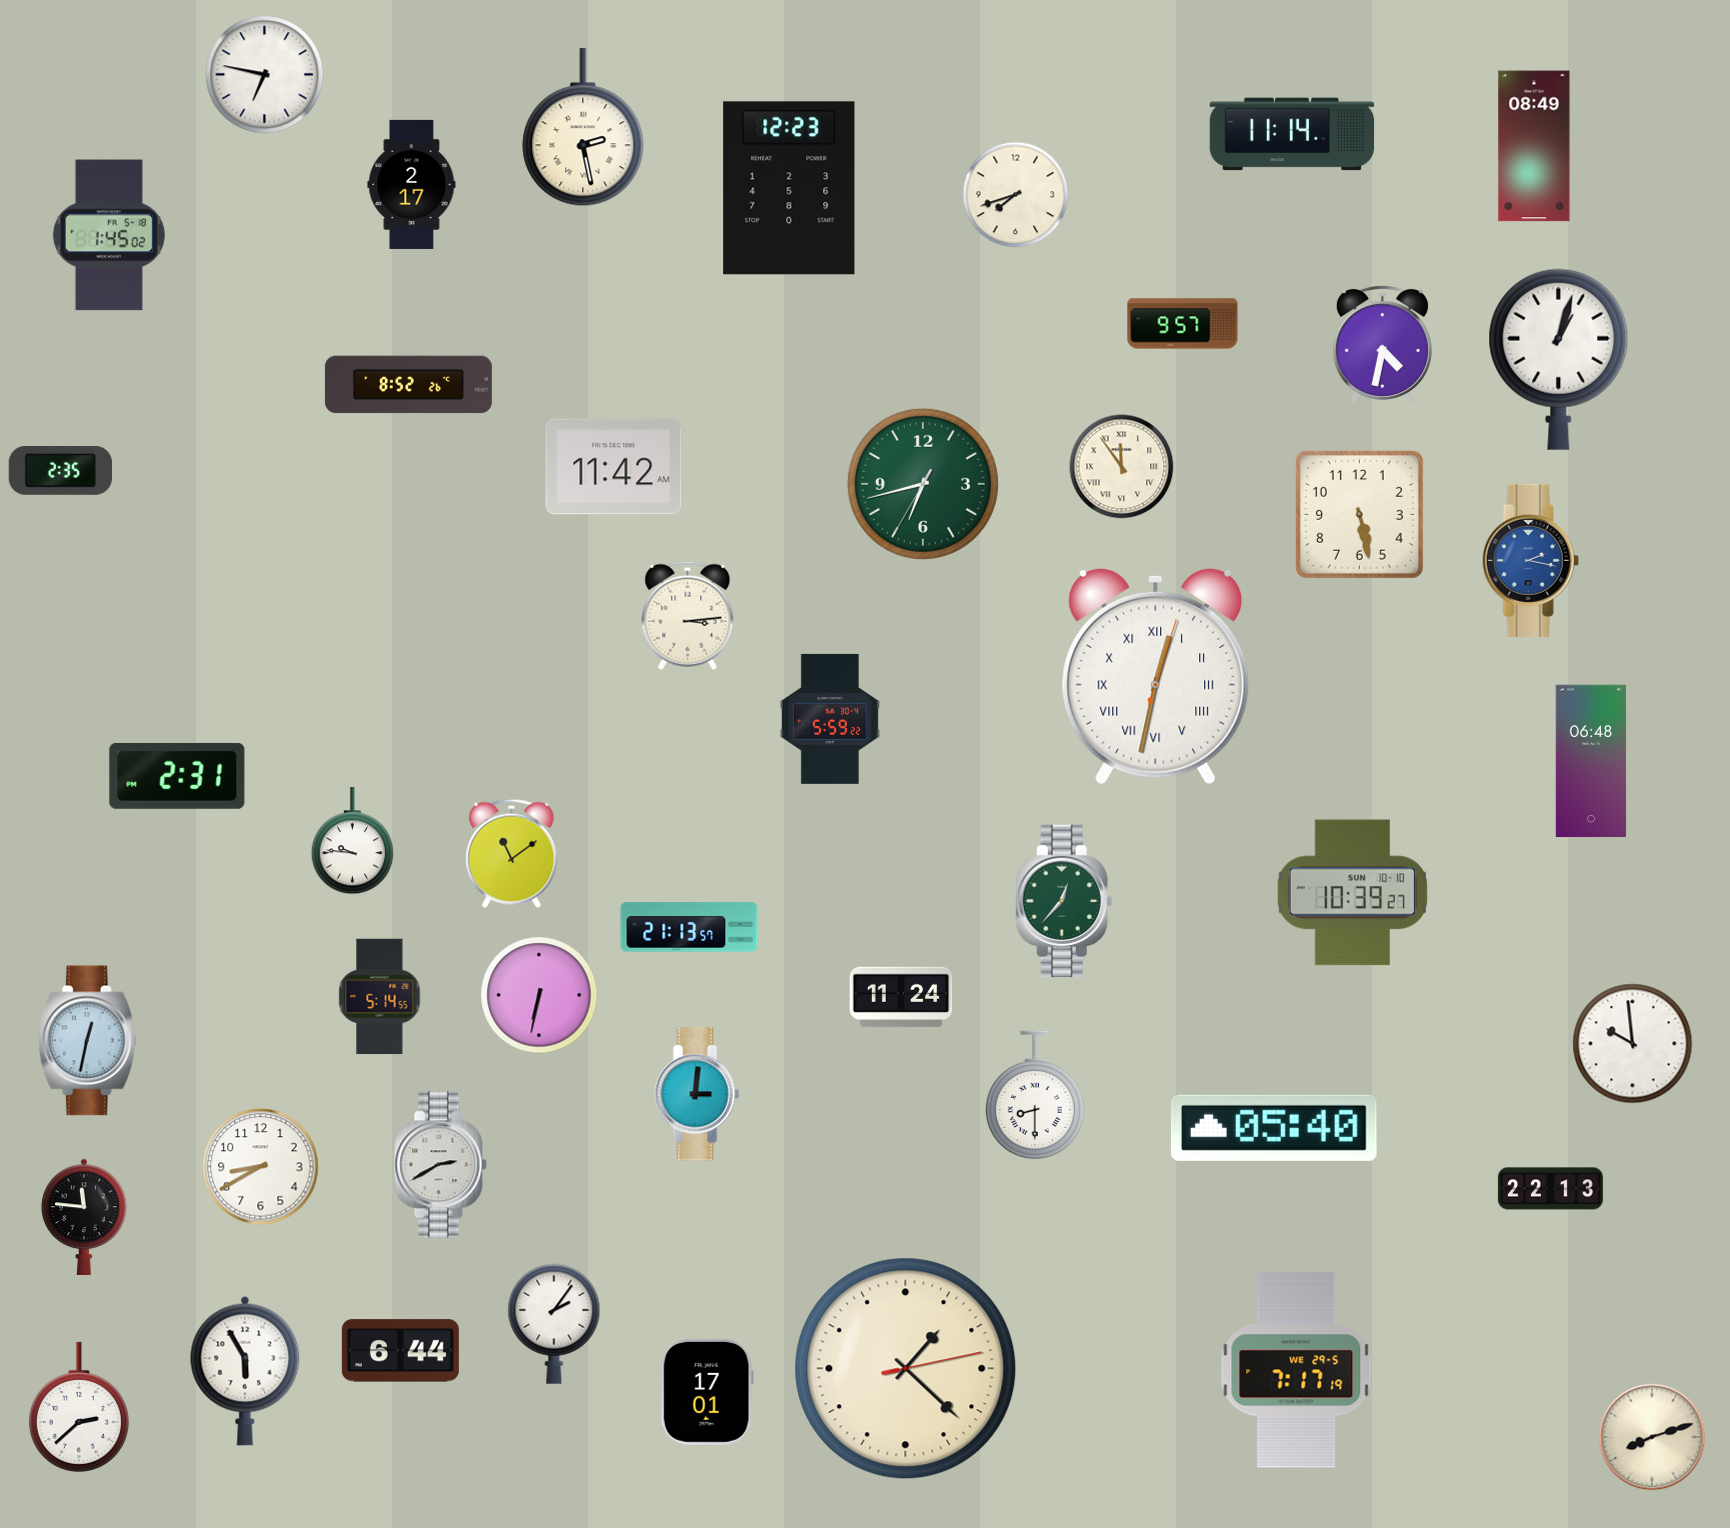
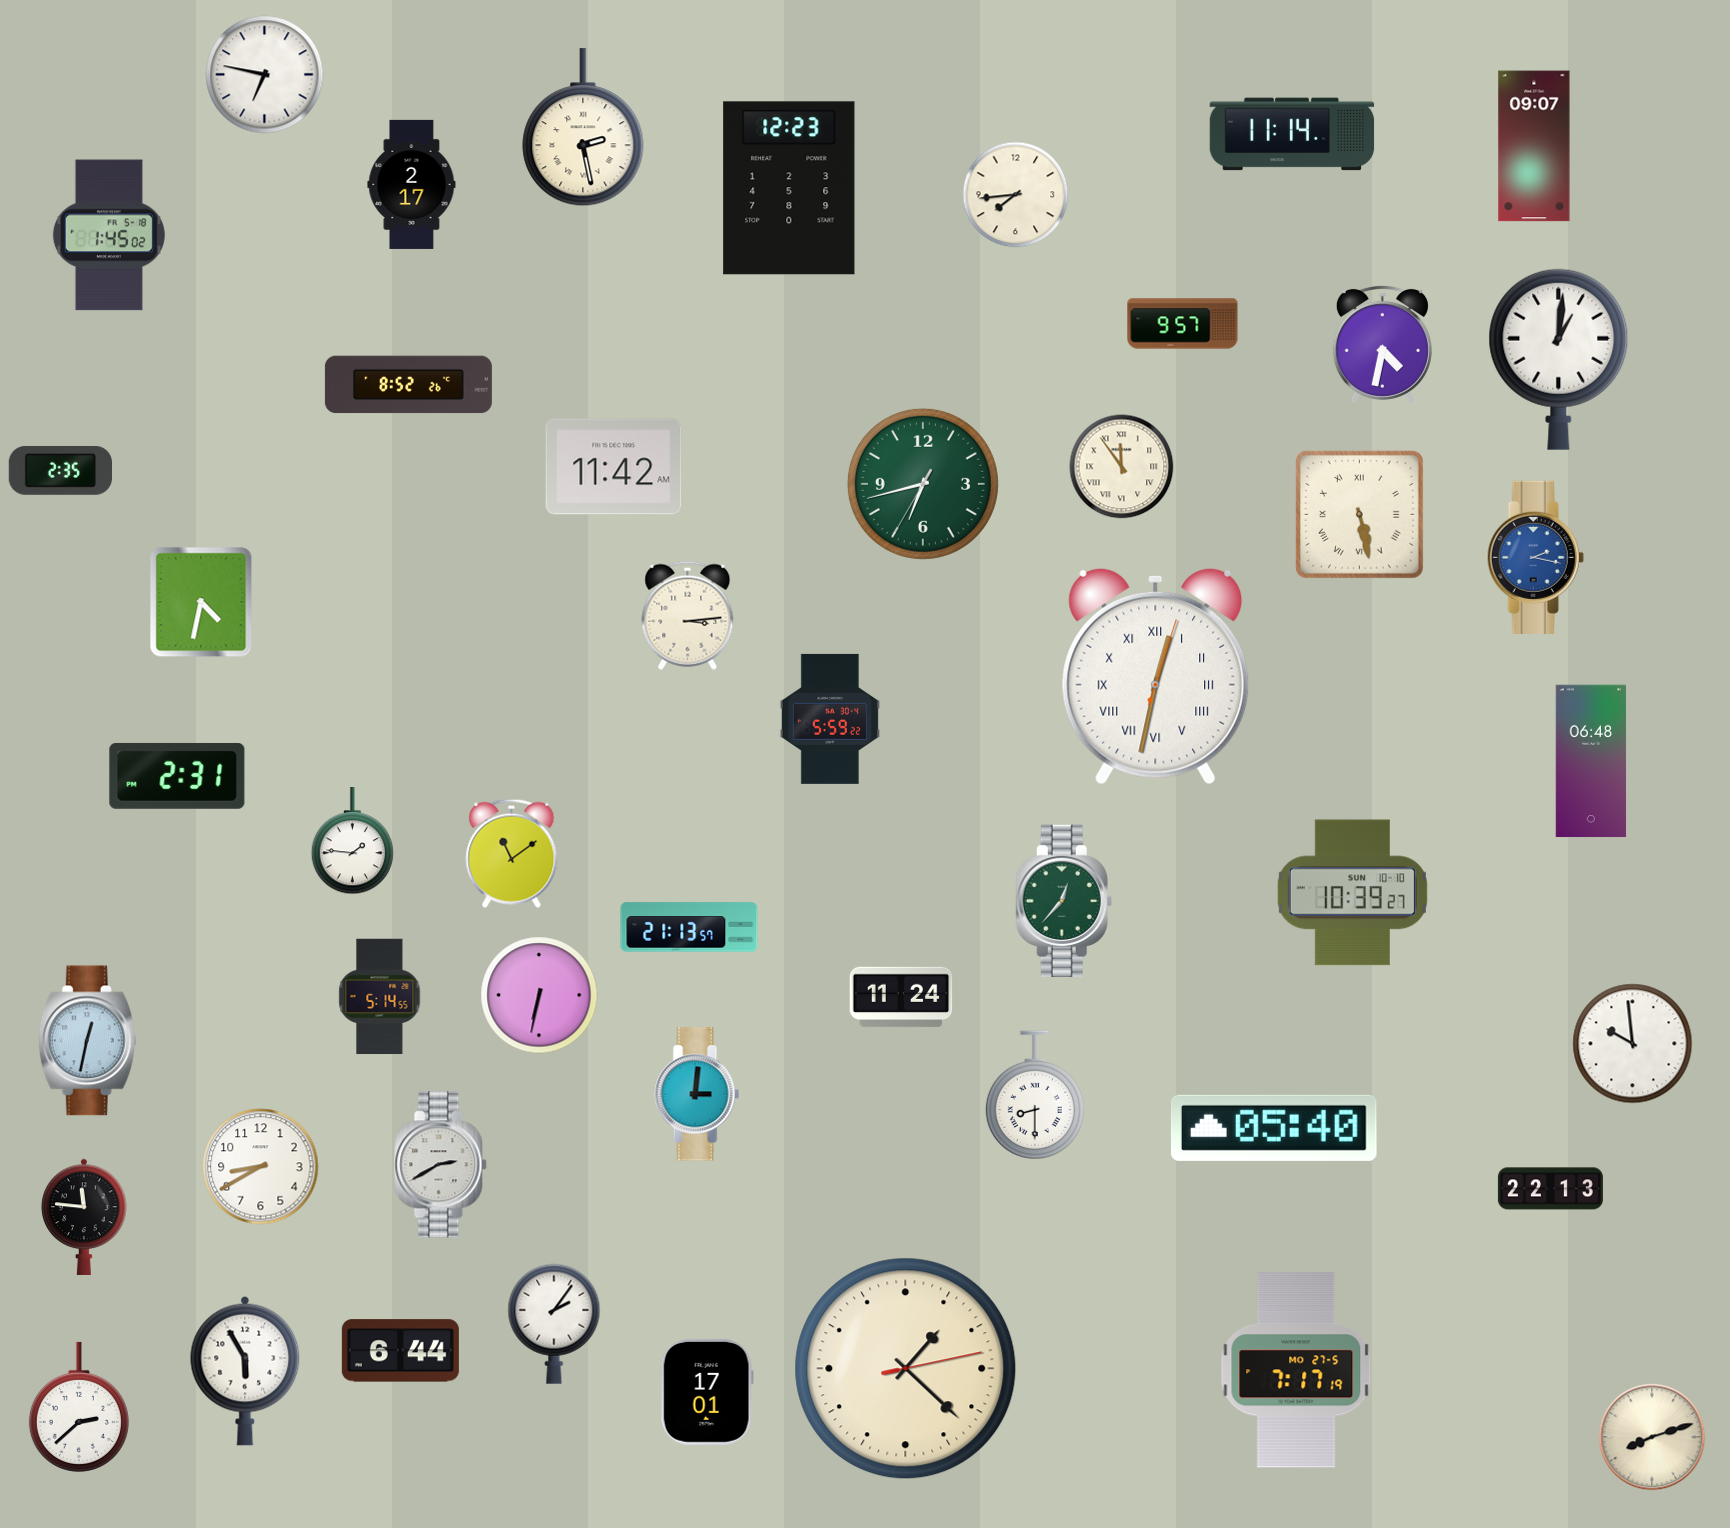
clock at (1534, 146): 08:49 -> 09:07
clock at (1016, 195): 7:42 -> 7:44
clock at (1559, 359): 1:03 -> 1:01
clock at (1359, 514) numerals: Arabic -> Roman
clock at (1530, 560) position: (1530, 560) -> (1535, 557)
clock at (201, 602): none -> 4:32
clock at (353, 841): 9:46 -> 1:46
clock at (1296, 1370) date: WE 29-5 -> MO 27-5
